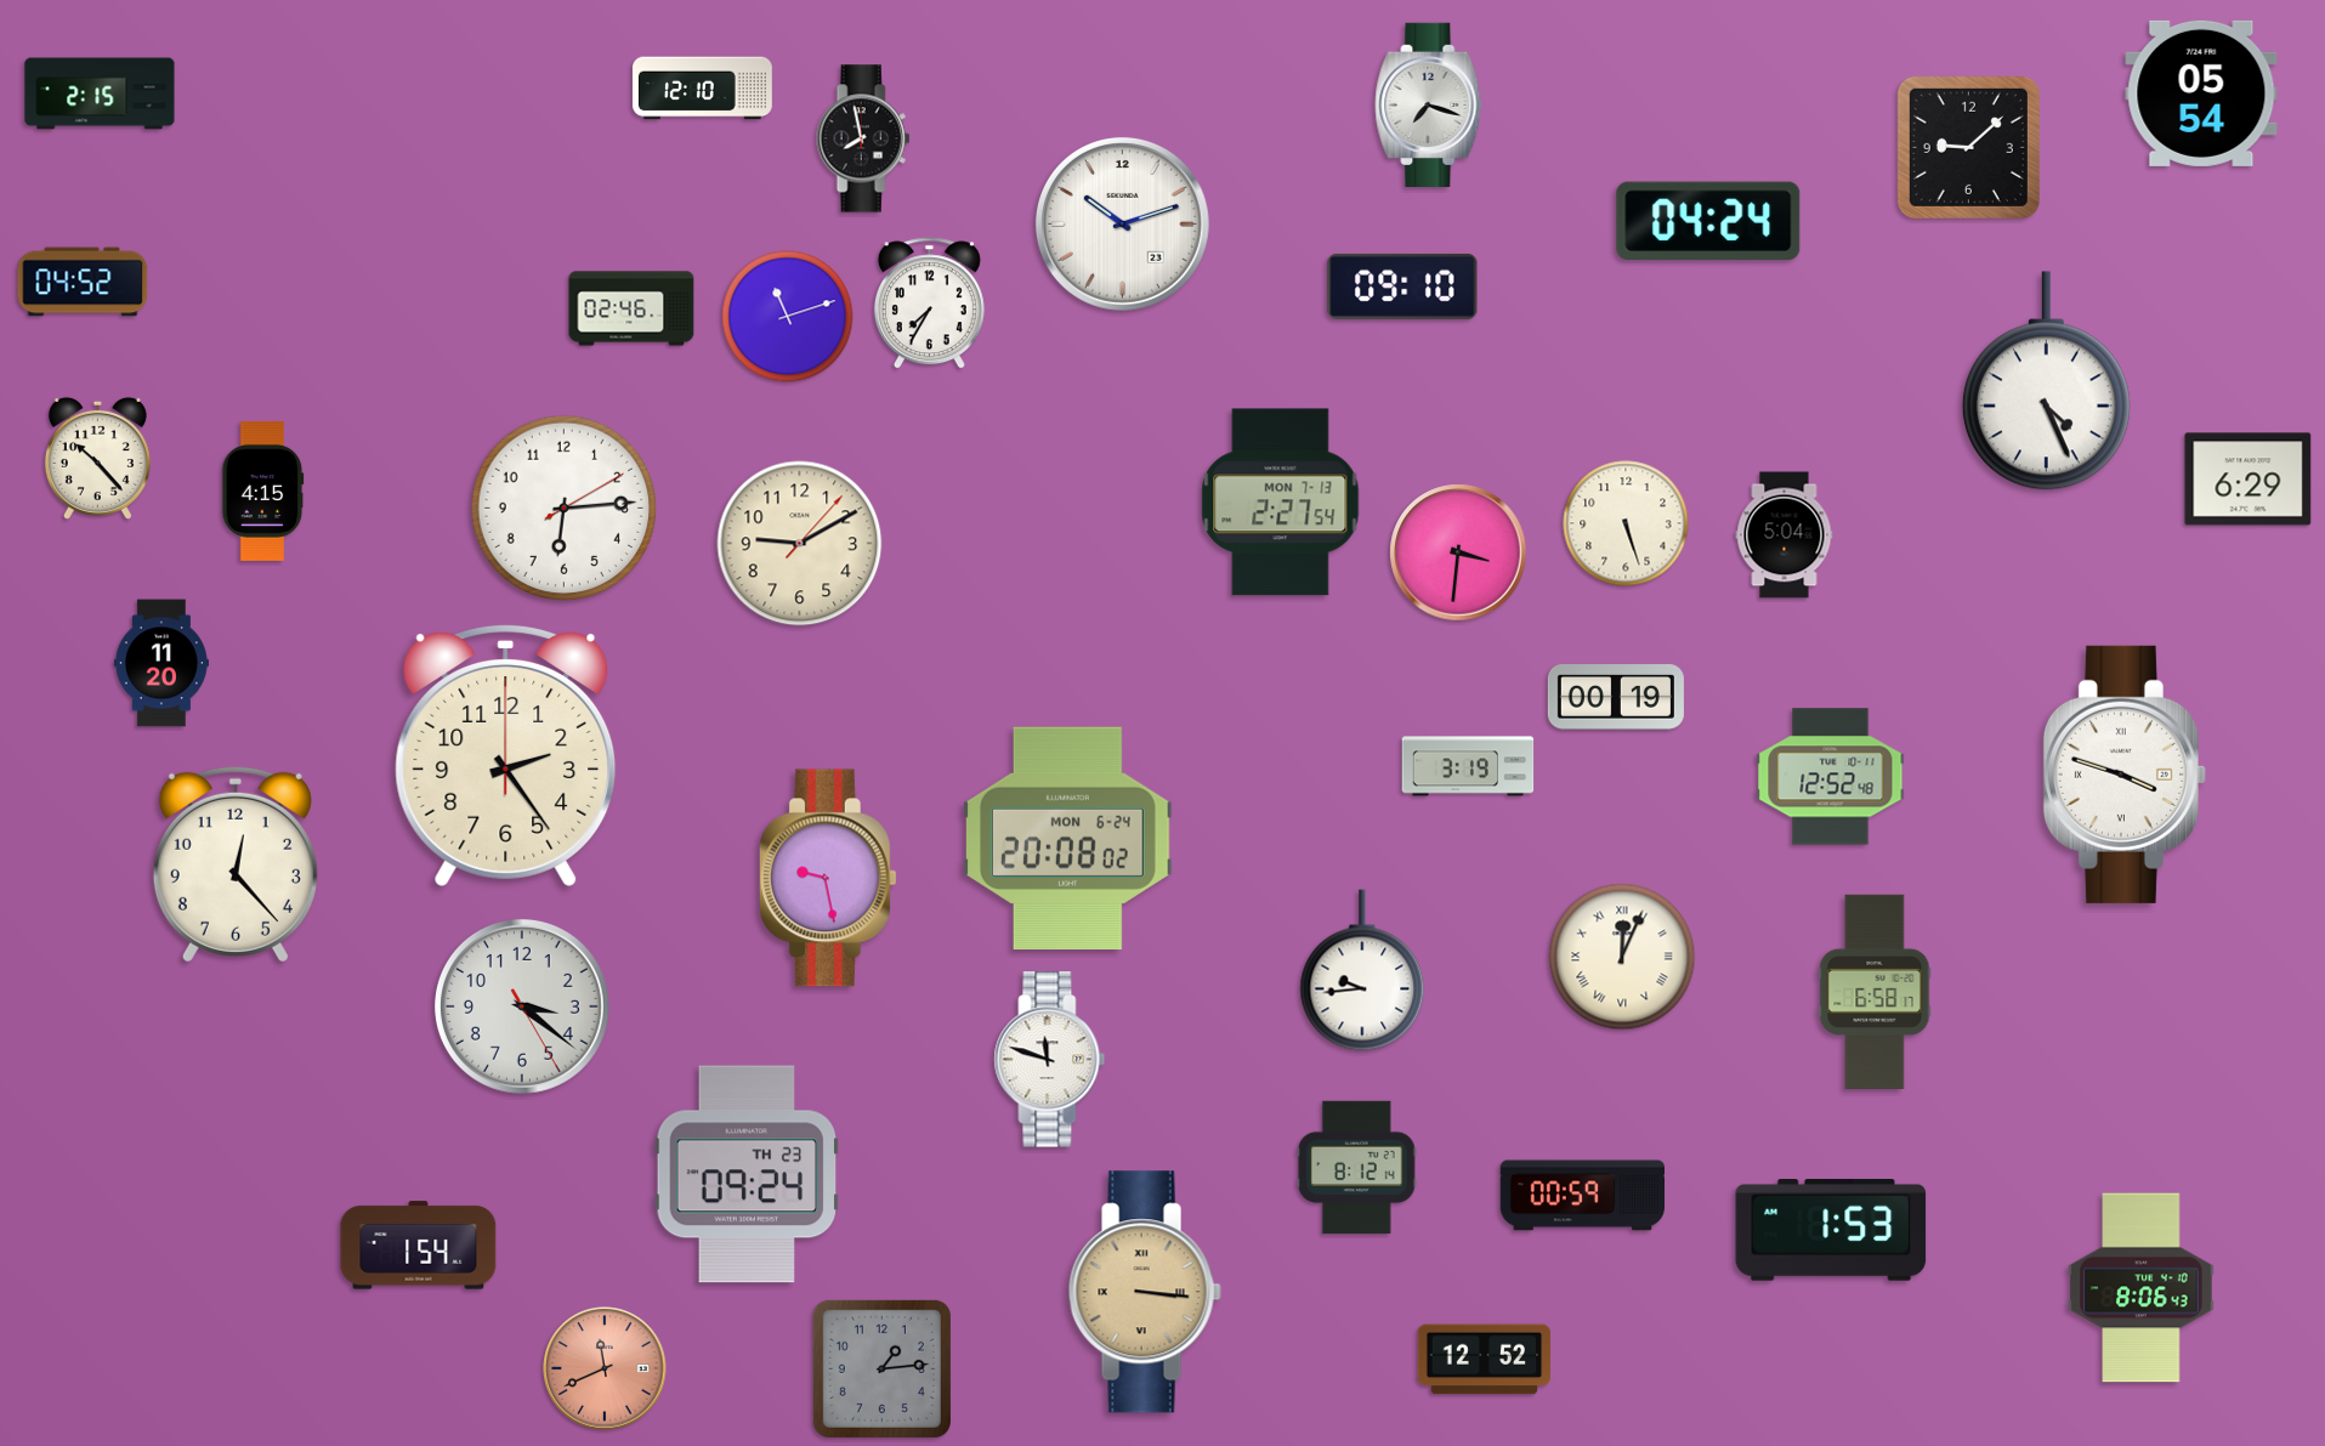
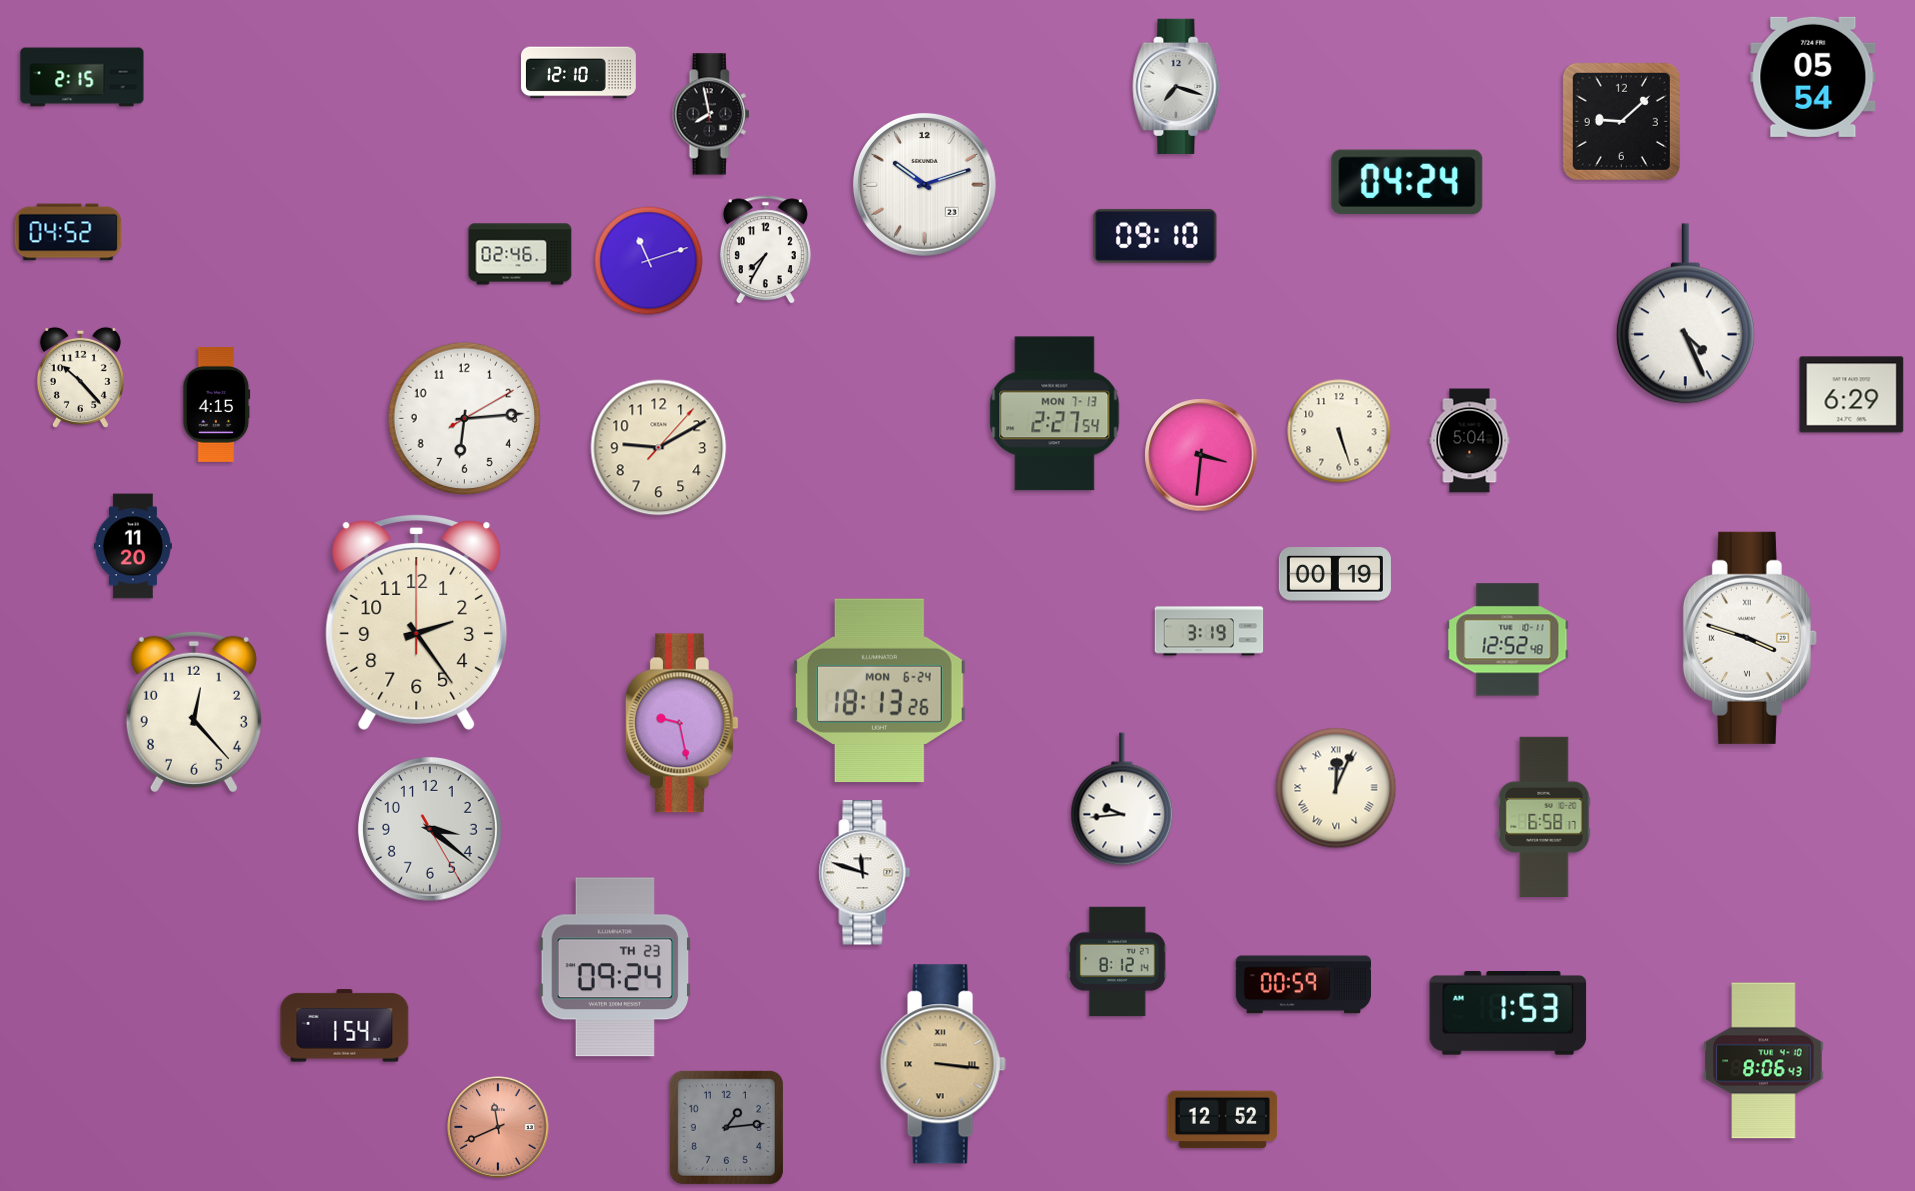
clock at (1616, 698) position: (1616, 698) -> (1335, 575)
clock at (1067, 839): 20:08 -> 18:13
